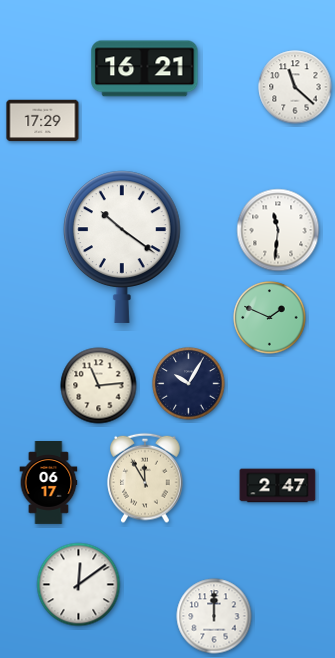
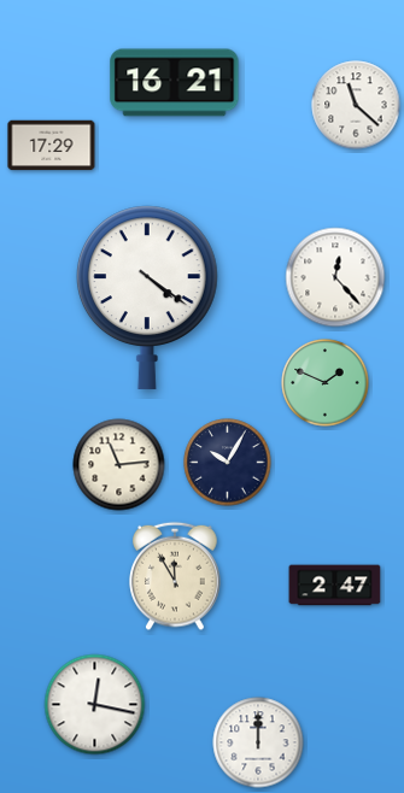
clock at (278, 230): 11:31 -> 12:23
clock at (122, 247): 10:21 -> 4:21
clock at (49, 483): 06:17 -> none
clock at (79, 585): 12:09 -> 12:17
